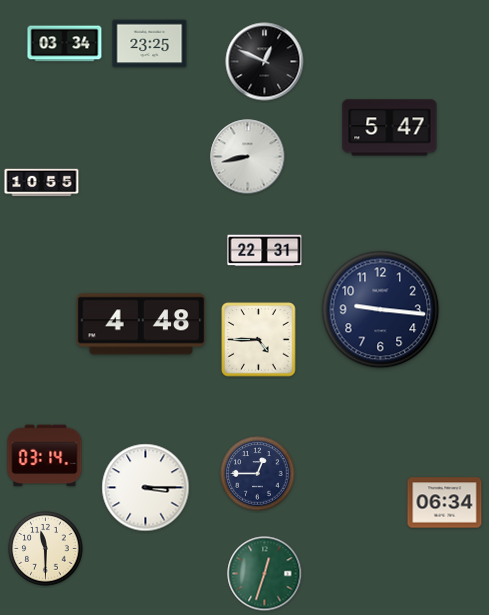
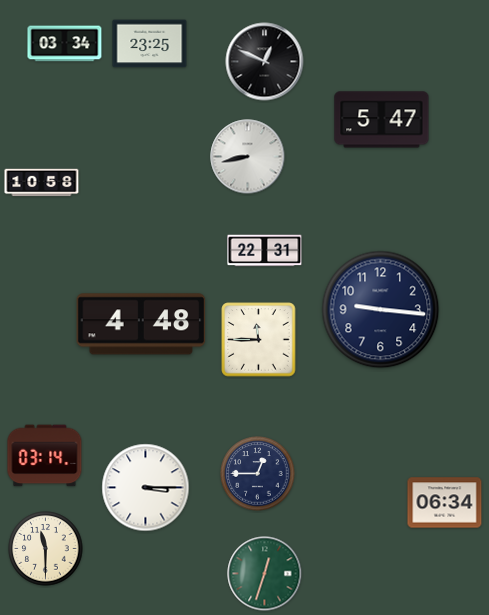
clock at (390, 128) position: (390, 128) -> (382, 120)
clock at (42, 183): 10:55 -> 10:58
clock at (259, 340): 4:45 -> 11:45
